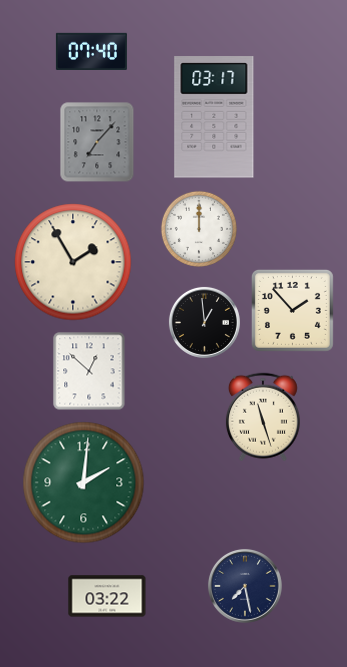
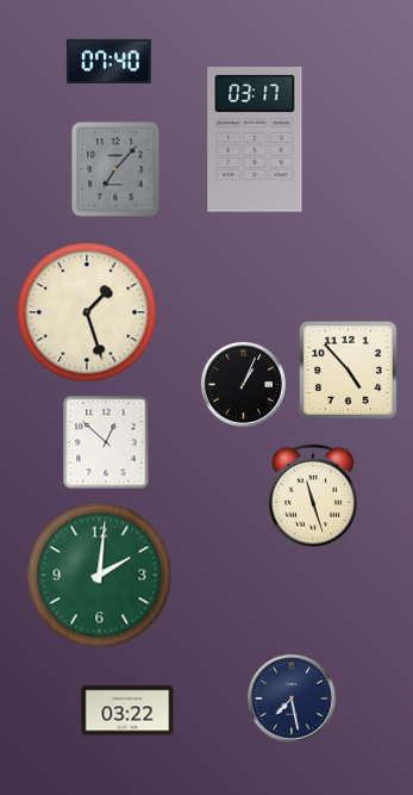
clock at (199, 229): 12:00 -> none
clock at (73, 262): 1:55 -> 1:27
clock at (292, 310): 1:53 -> 4:53
clock at (204, 322): 12:59 -> 1:04
